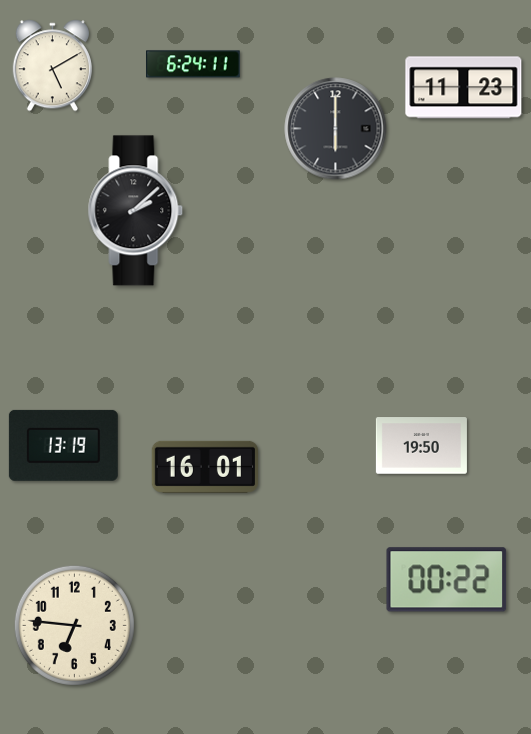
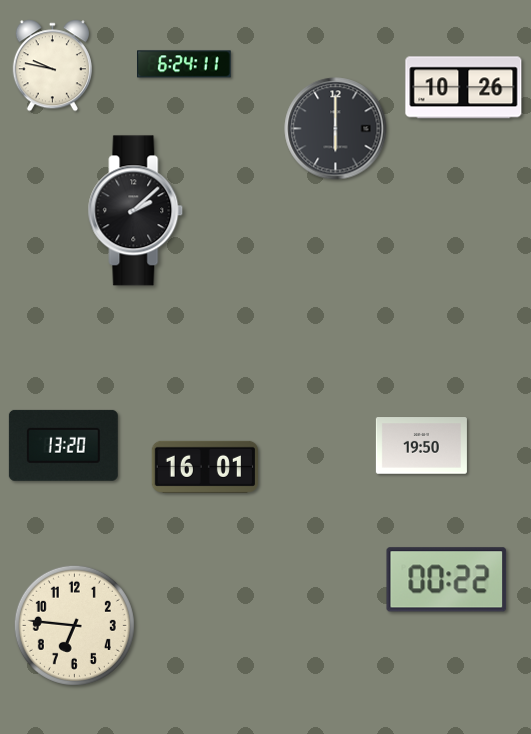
clock at (193, 64) position: (193, 64) -> (184, 64)
clock at (52, 66): 5:10 -> 9:47
clock at (464, 88): 11:23 -> 10:26
clock at (63, 445): 13:19 -> 13:20
